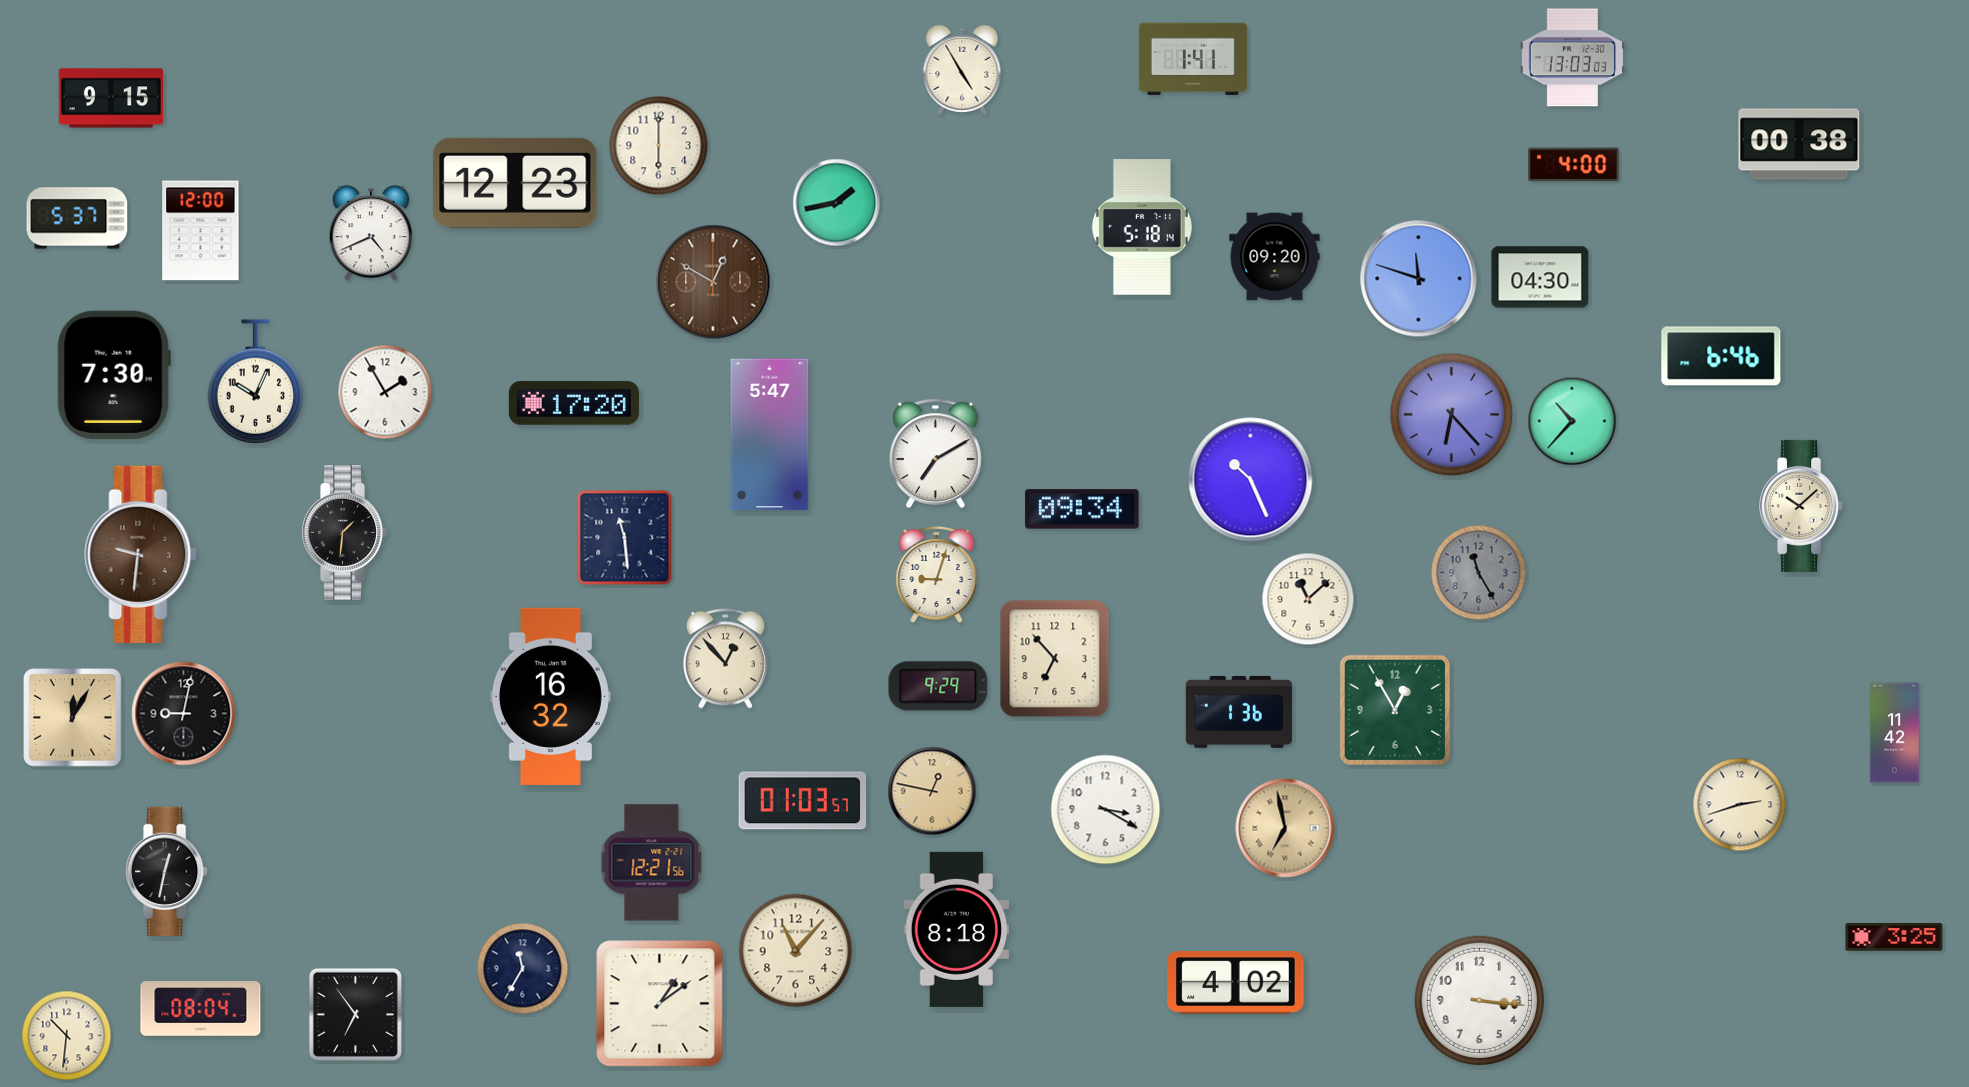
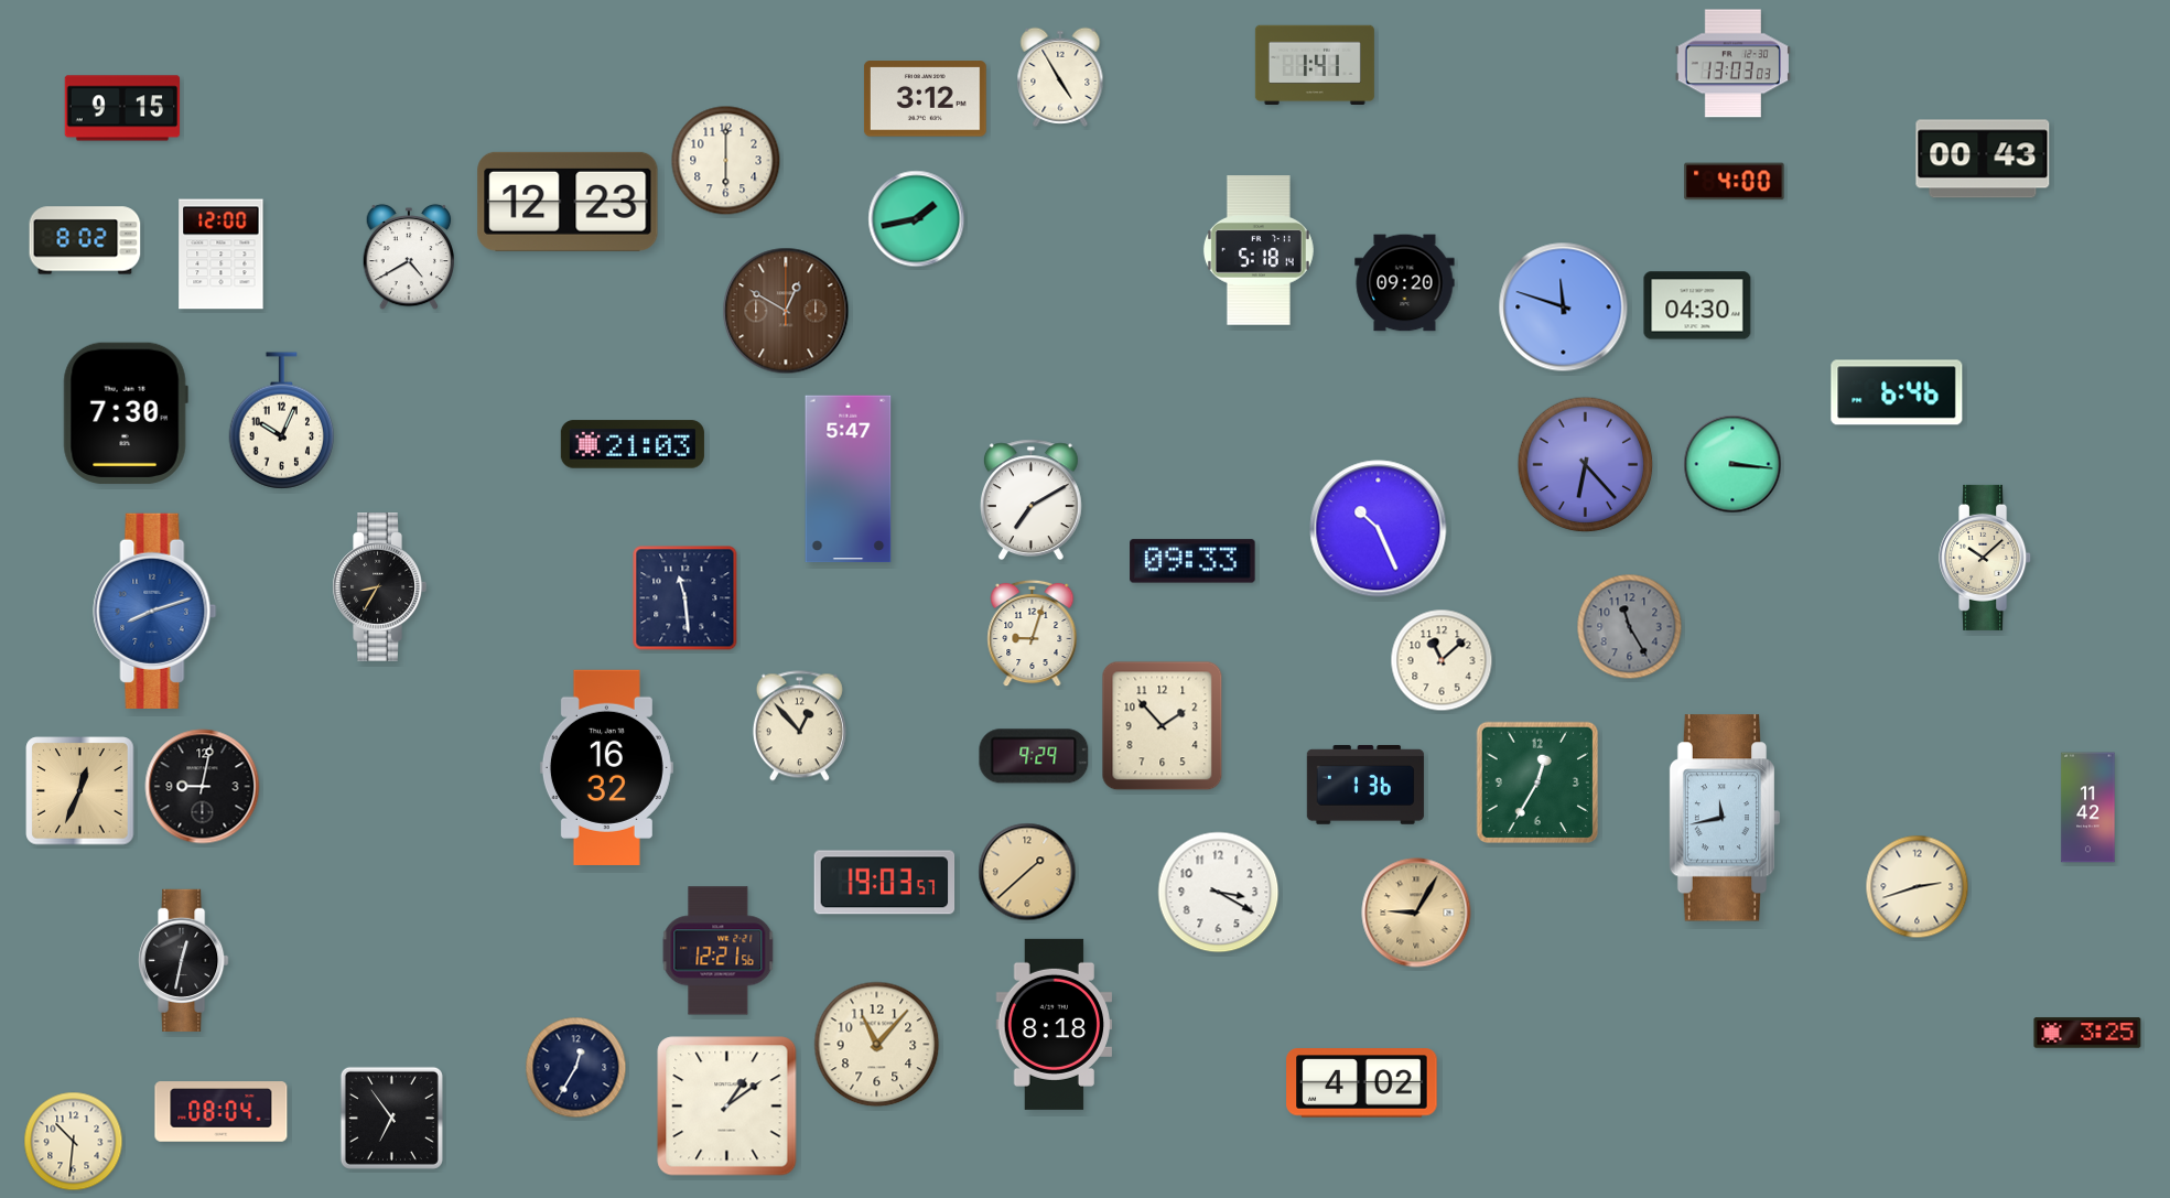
clock at (925, 99): none -> 3:12
clock at (1799, 144): 00:38 -> 00:43
clock at (837, 203) position: (837, 203) -> (917, 219)
clock at (77, 218): 5:37 -> 8:02
clock at (371, 233): 4:41 -> 4:40
clock at (385, 392): 1:55 -> none
clock at (574, 403): 17:20 -> 21:03
clock at (1452, 415) position: (1452, 415) -> (1586, 465)
clock at (1572, 421): 10:37 -> 3:16
clock at (1082, 509): 09:34 -> 09:33
clock at (344, 533): 1:31 -> 8:35
clock at (625, 538) position: (625, 538) -> (685, 598)
clock at (141, 554): 9:31 -> 8:12
clock at (141, 554) dial: brown -> blue
clock at (1479, 573) position: (1479, 573) -> (1630, 627)
clock at (1055, 659): 6:53 -> 1:53
clock at (1395, 710): 12:55 -> 12:35
clock at (73, 718): 12:05 -> 12:34
clock at (1725, 818): none -> 11:43
clock at (932, 791): 12:47 -> 1:38
clock at (803, 801): 01:03 -> 19:03
clock at (1285, 828): 6:58 -> 9:05
clock at (796, 951) position: (796, 951) -> (877, 1045)
clock at (523, 969): 11:35 -> 12:35
clock at (1479, 1000): 3:16 -> none
